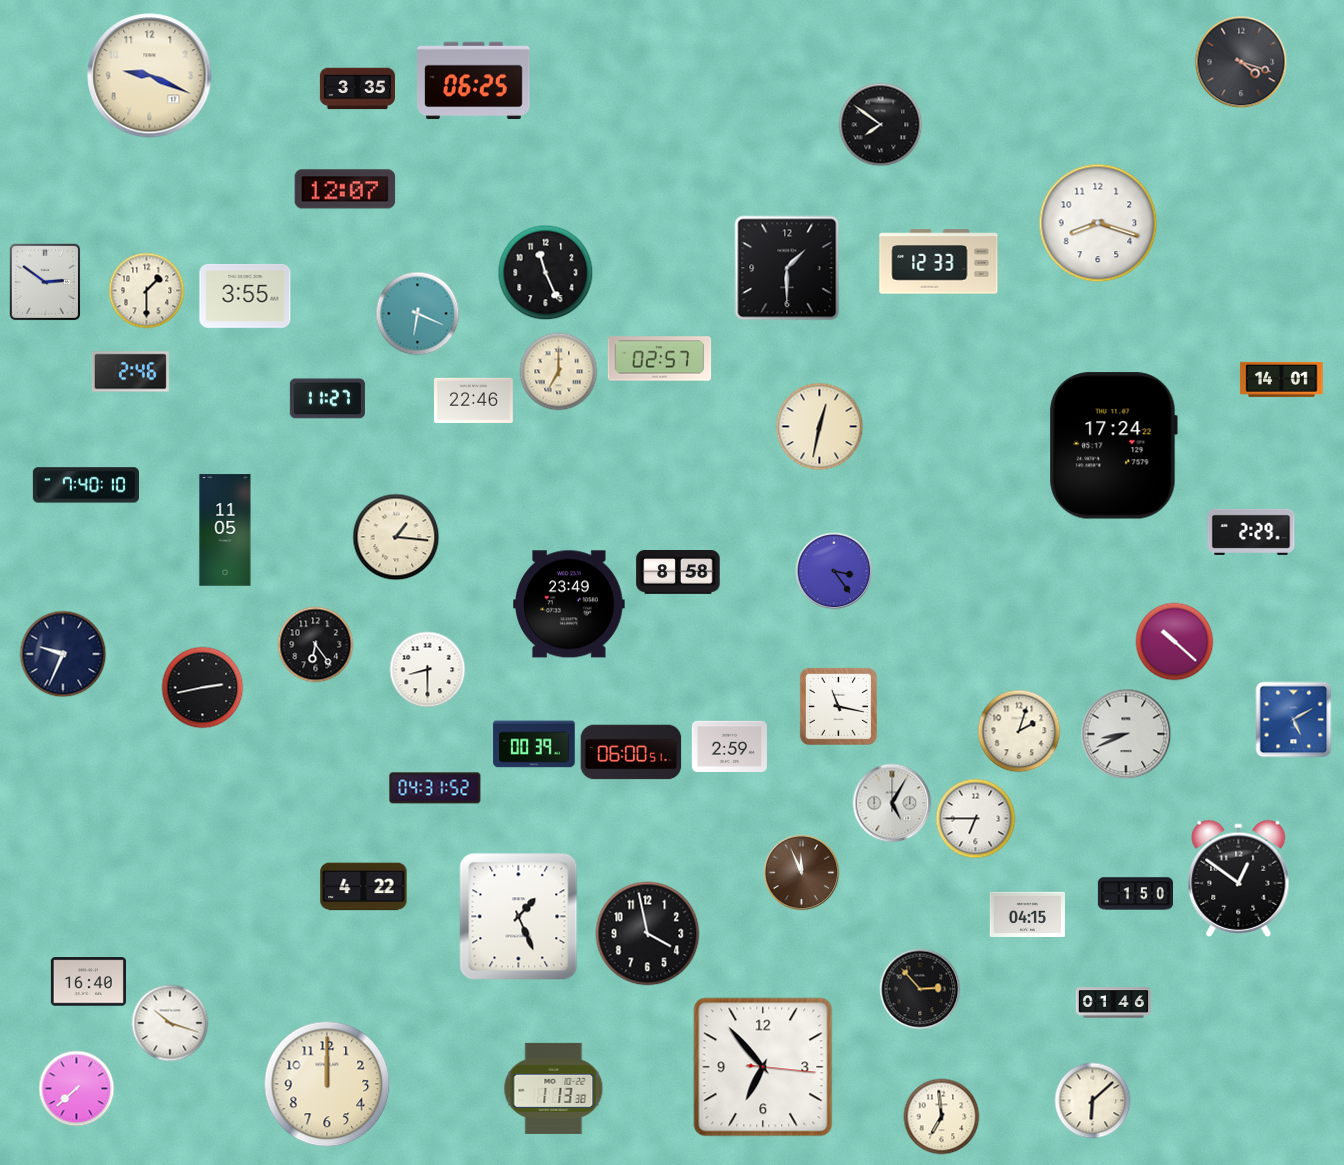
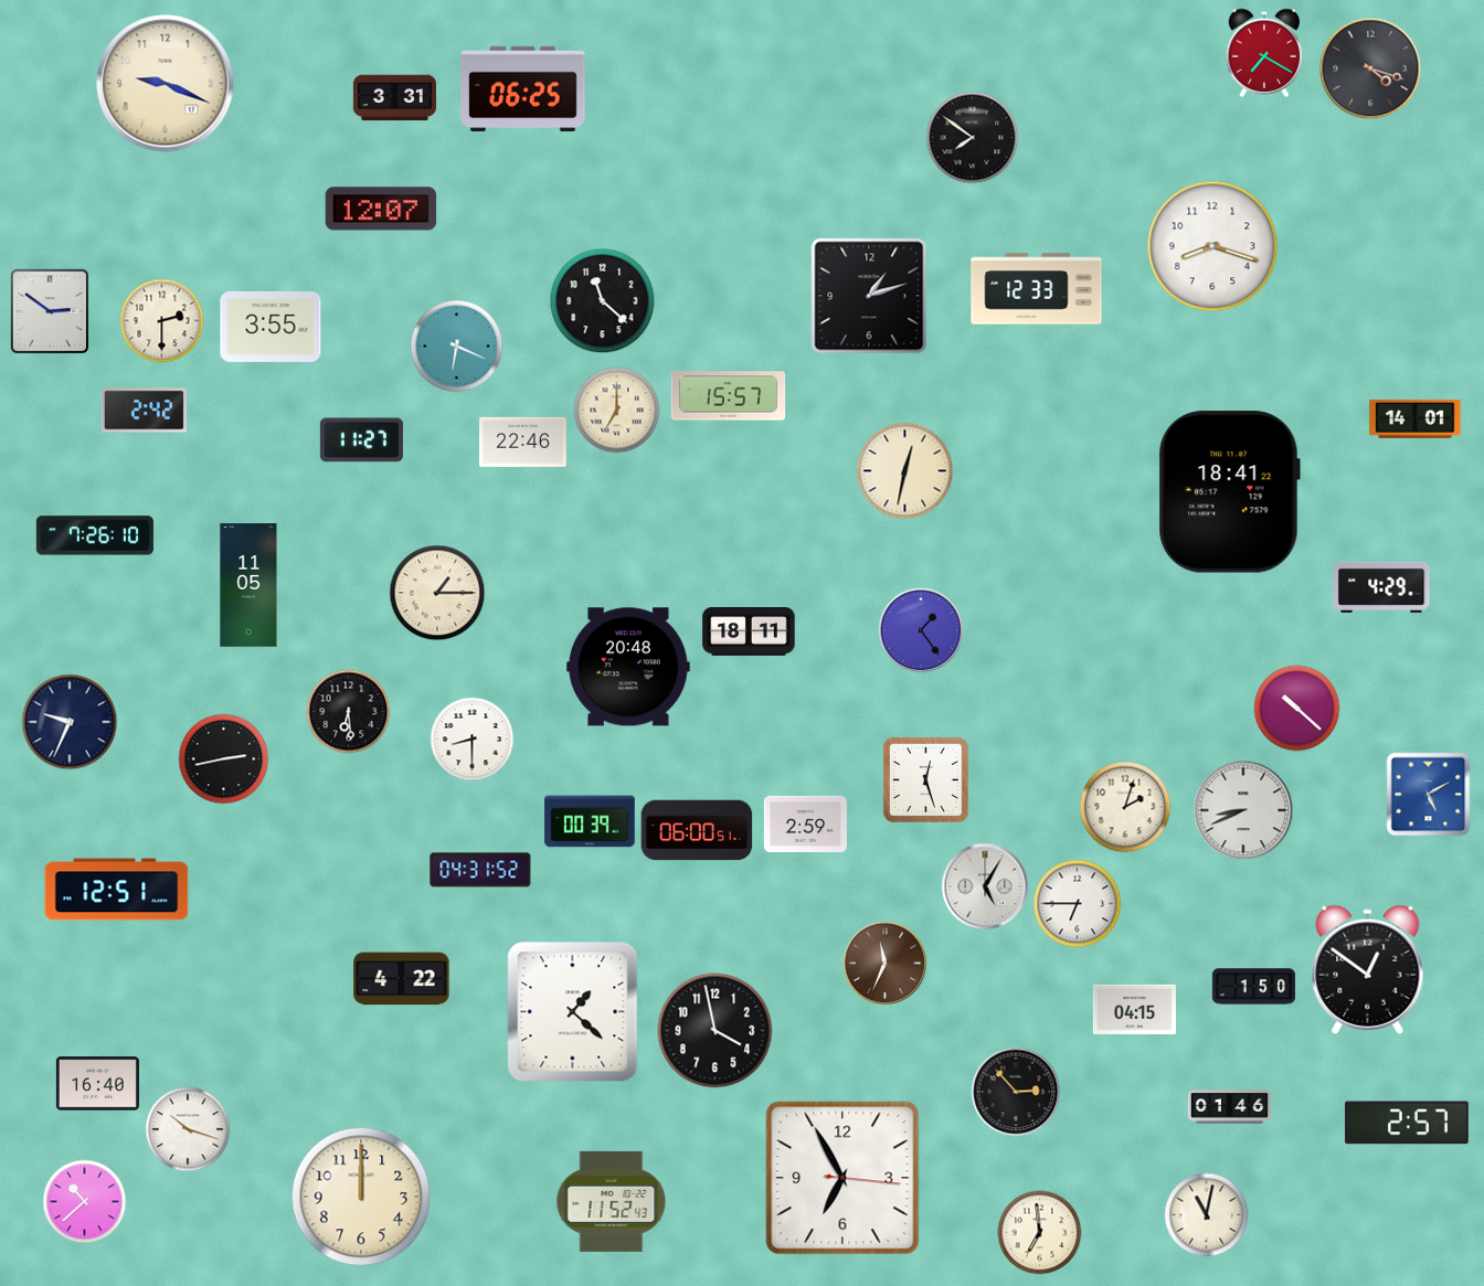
clock at (1264, 53): none -> 7:20
clock at (357, 89): 3:35 -> 3:31
clock at (787, 268): 1:30 -> 1:12
clock at (546, 273): 11:26 -> 11:22
clock at (147, 291): 1:30 -> 2:30
clock at (418, 314) position: (418, 314) -> (457, 347)
clock at (660, 359): 02:57 -> 15:57
clock at (130, 372): 2:46 -> 2:42
clock at (1113, 446): 17:24 -> 18:41
clock at (86, 485): 7:40 -> 7:26
clock at (1251, 532): 2:29 -> 4:29
clock at (396, 537): 1:16 -> 1:15
clock at (834, 571): 3:24 -> 1:24
clock at (678, 573): 8:58 -> 18:11
clock at (570, 604): 23:49 -> 20:48
clock at (316, 645): 6:24 -> 6:29
clock at (838, 706): 11:17 -> 12:27
clock at (117, 890): none -> 12:51
clock at (802, 873): 11:56 -> 11:34
clock at (519, 917): 1:26 -> 1:22
clock at (1407, 1123): none -> 2:57
clock at (763, 1067): 6:53 -> 6:55
clock at (554, 1088): 1:13 -> 11:52
clock at (77, 1089): 7:38 -> 10:38
clock at (1093, 1101): 6:08 -> 11:02
